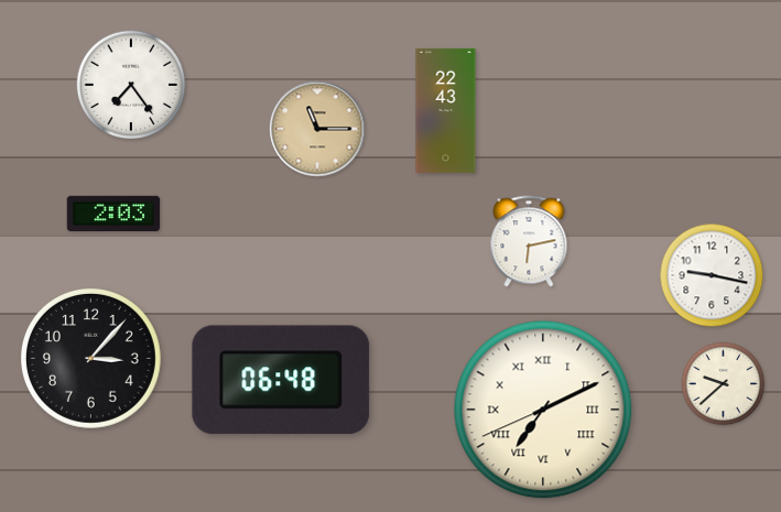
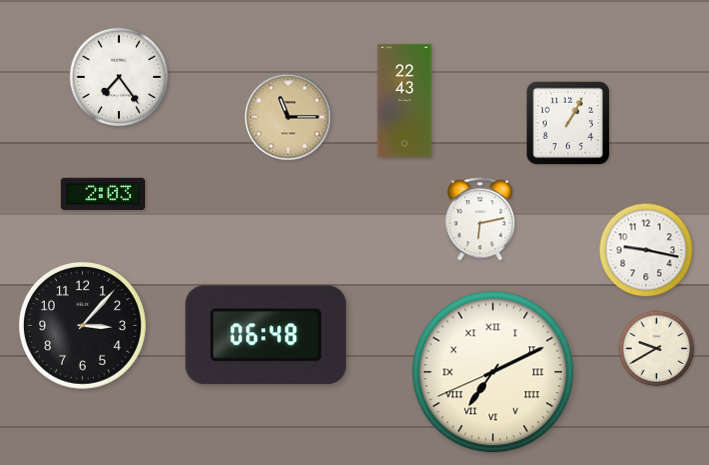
clock at (568, 123): none -> 1:05
clock at (281, 380) position: (281, 380) -> (266, 335)
clock at (724, 384): 9:38 -> 9:40
